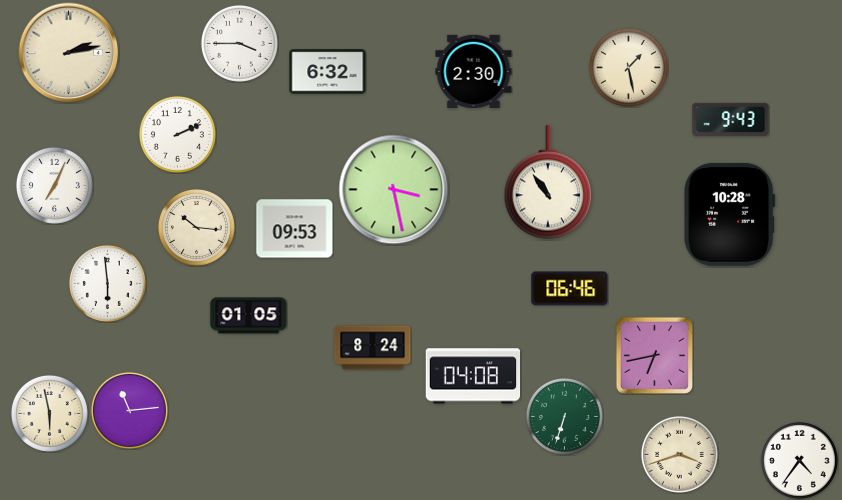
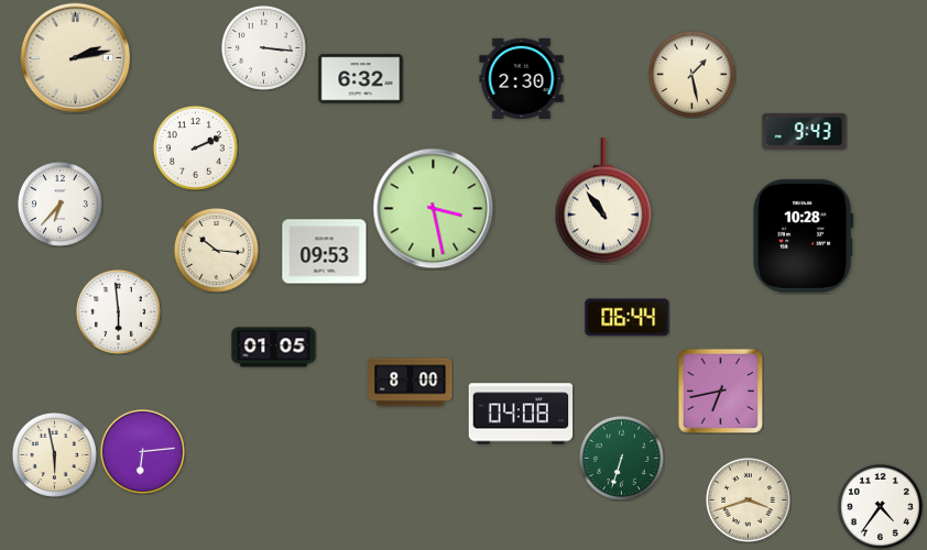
clock at (239, 43): 3:45 -> 3:16
clock at (54, 185): 7:04 -> 6:37
clock at (570, 289): 06:46 -> 06:44
clock at (373, 348): 8:24 -> 8:00
clock at (129, 410): 11:14 -> 6:14
